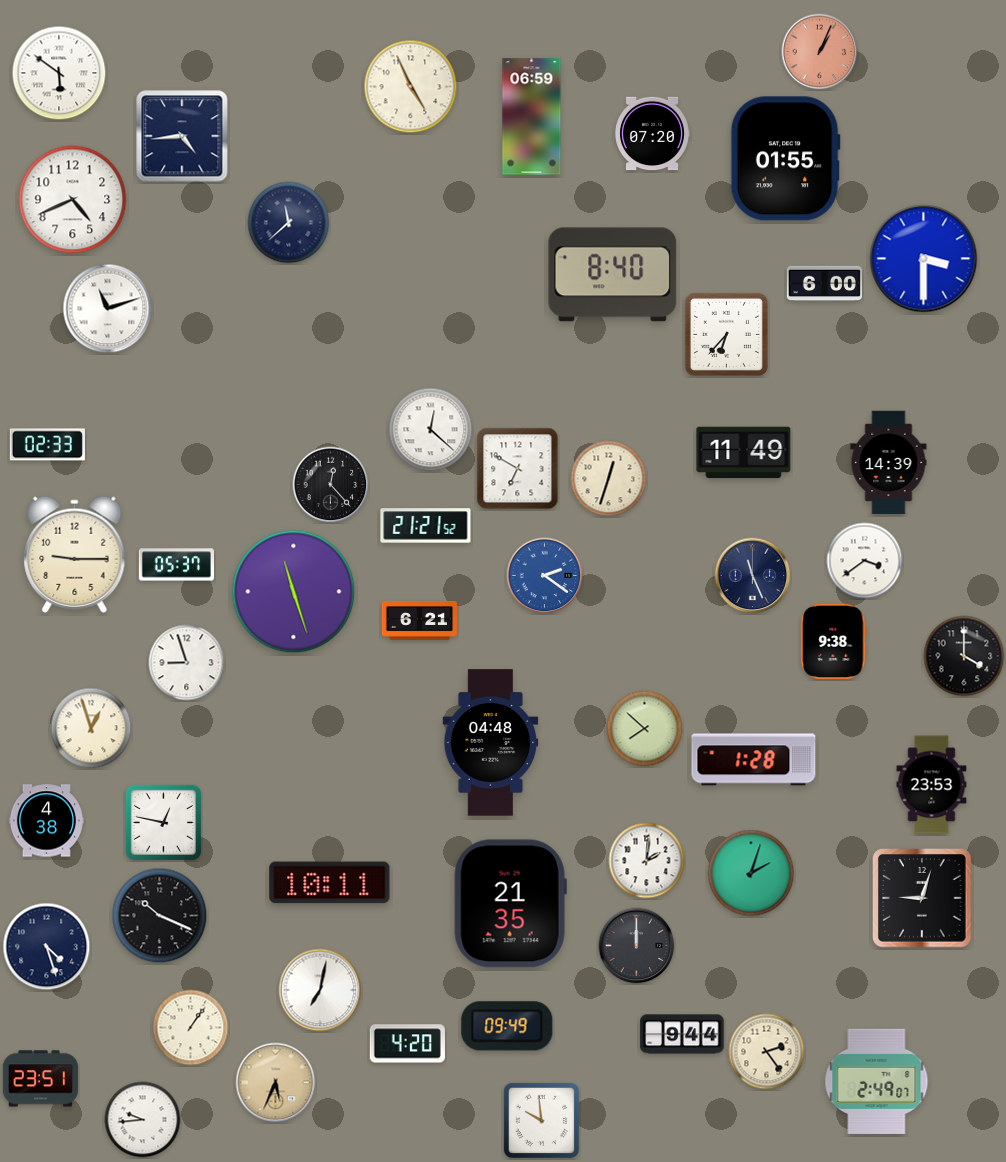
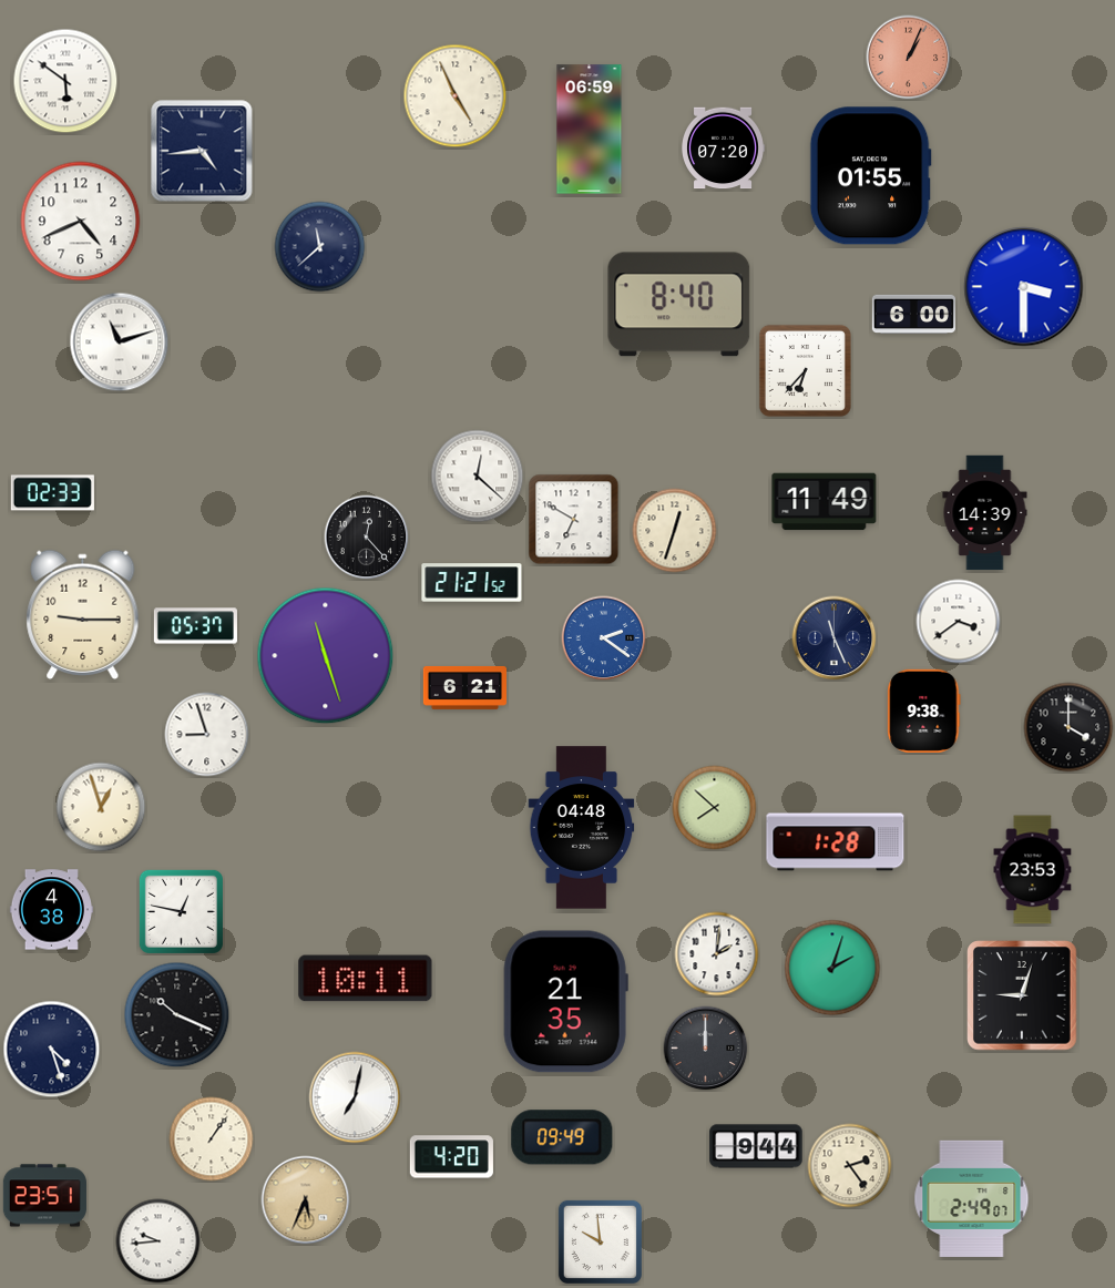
clock at (491, 743) position: (491, 743) -> (582, 828)
